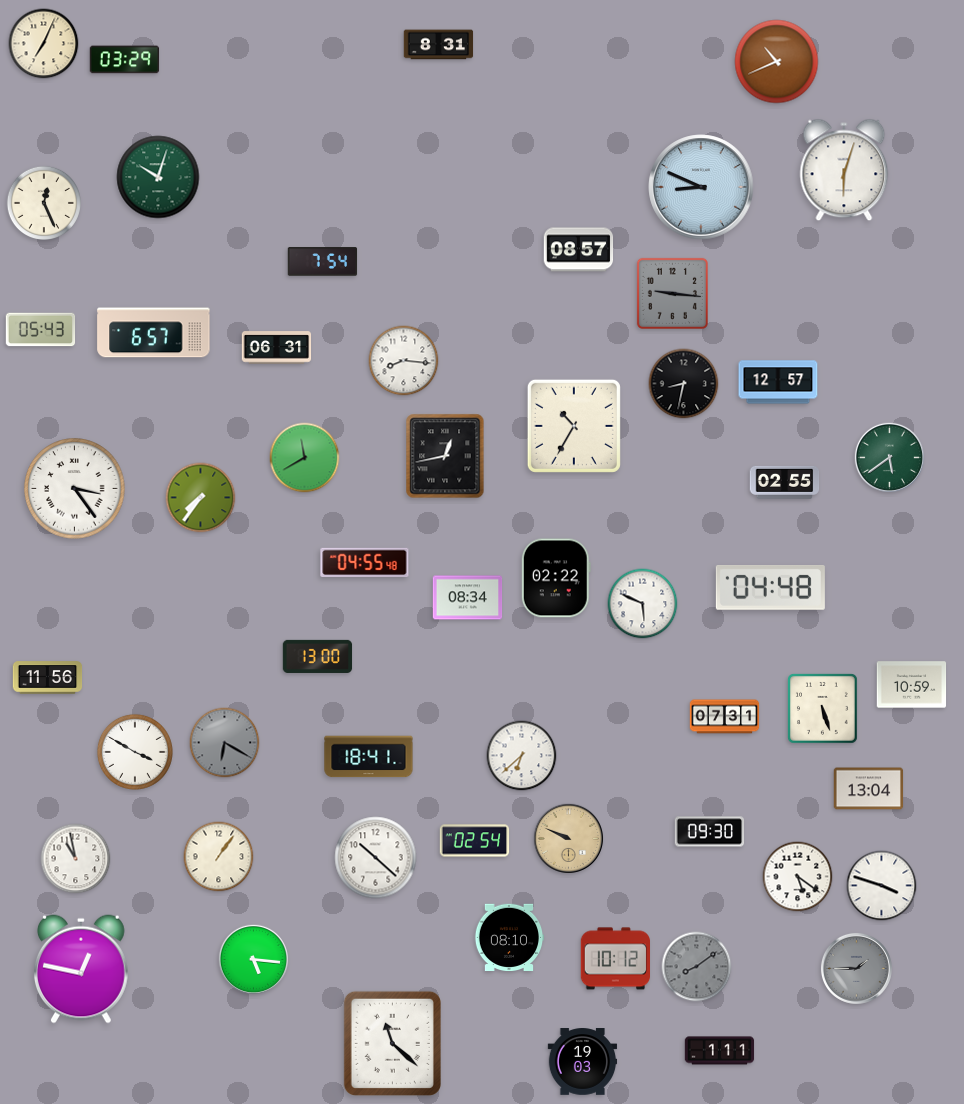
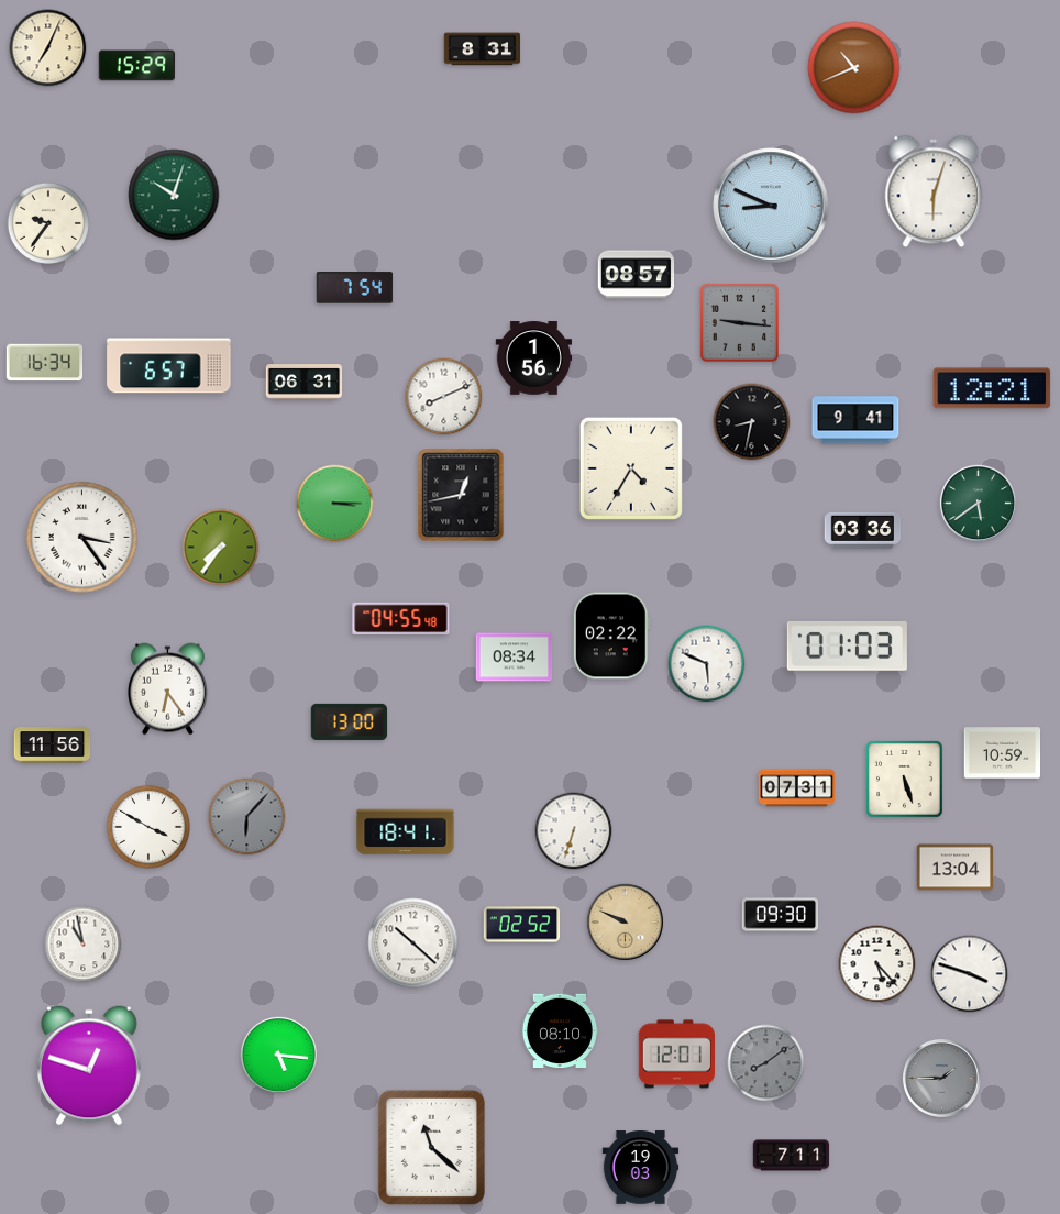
clock at (125, 60): 03:29 -> 15:29
clock at (844, 170) position: (844, 170) -> (934, 191)
clock at (43, 202): 12:26 -> 9:36
clock at (534, 358): none -> 1:56
clock at (41, 330): 05:43 -> 16:34
clock at (992, 388): none -> 12:21
clock at (404, 361): 8:16 -> 8:11
clock at (778, 382): 12:57 -> 9:41
clock at (574, 426): 10:35 -> 4:35
clock at (445, 456) position: (445, 456) -> (461, 495)
clock at (305, 458): 11:40 -> 3:15
clock at (785, 482): 02:55 -> 03:36
clock at (770, 587): 04:48 -> 01:03
clock at (167, 689): none -> 6:24
clock at (225, 743): 6:20 -> 6:07
clock at (522, 756): 6:38 -> 6:33
clock at (475, 841): 02:54 -> 02:52
clock at (219, 857): 1:06 -> none
clock at (798, 877): 5:21 -> 5:23
clock at (616, 959): 10:12 -> 12:01
clock at (856, 968) position: (856, 968) -> (941, 1078)
clock at (81, 969): 12:47 -> 12:48
clock at (720, 1051): 1:11 -> 7:11
